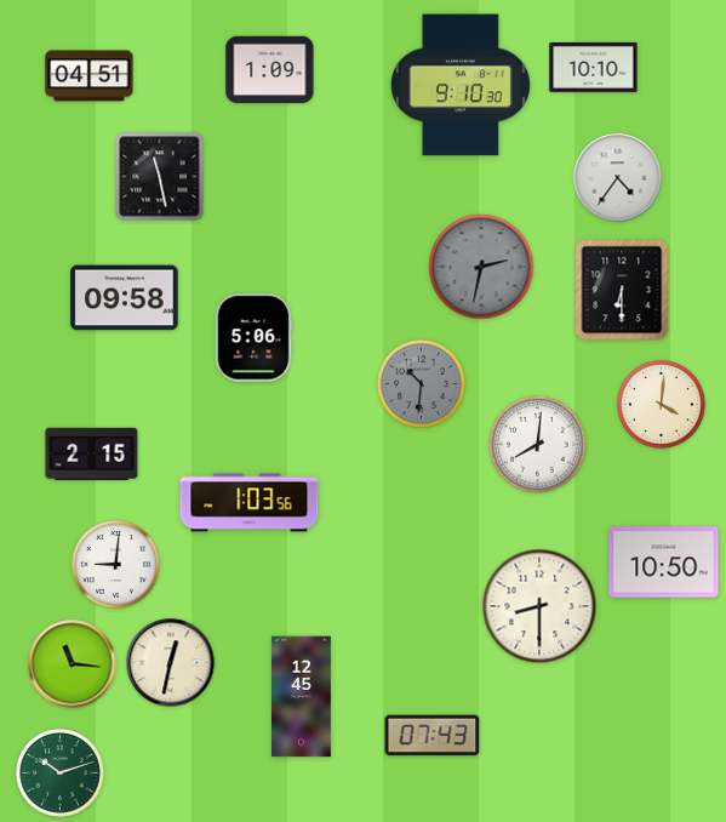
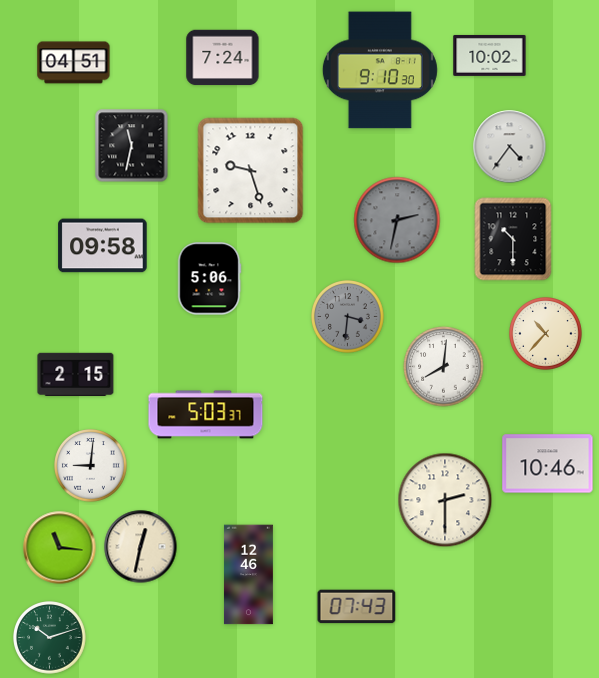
clock at (594, 67): 10:10 -> 10:02
clock at (270, 70): 1:09 -> 7:24
clock at (160, 177): 11:28 -> 11:32
clock at (251, 171): none -> 9:27
clock at (622, 290): 6:30 -> 10:30
clock at (422, 384): 10:31 -> 3:31
clock at (662, 405): 4:01 -> 10:37
clock at (250, 503): 1:03 -> 5:03
clock at (664, 563): 10:50 -> 10:46
clock at (116, 565) position: (116, 565) -> (91, 466)
clock at (539, 606): 8:30 -> 2:30
clock at (301, 697): 12:45 -> 12:46
